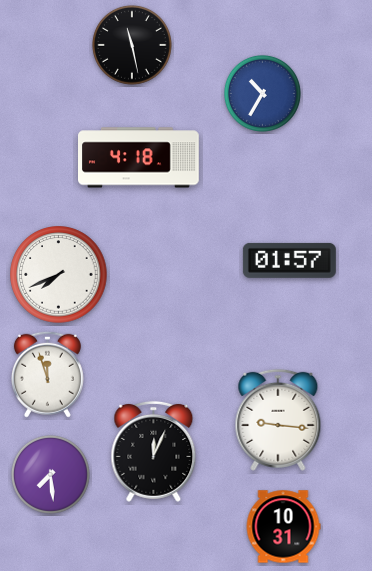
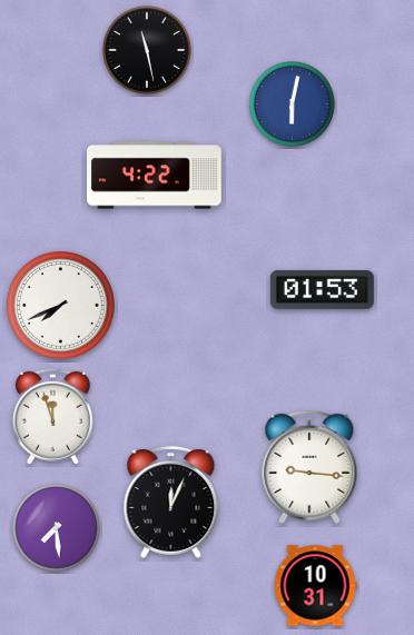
clock at (262, 93): 10:35 -> 6:02
clock at (139, 158): 4:18 -> 4:22
clock at (289, 260): 01:57 -> 01:53
clock at (59, 275) position: (59, 275) -> (61, 306)
